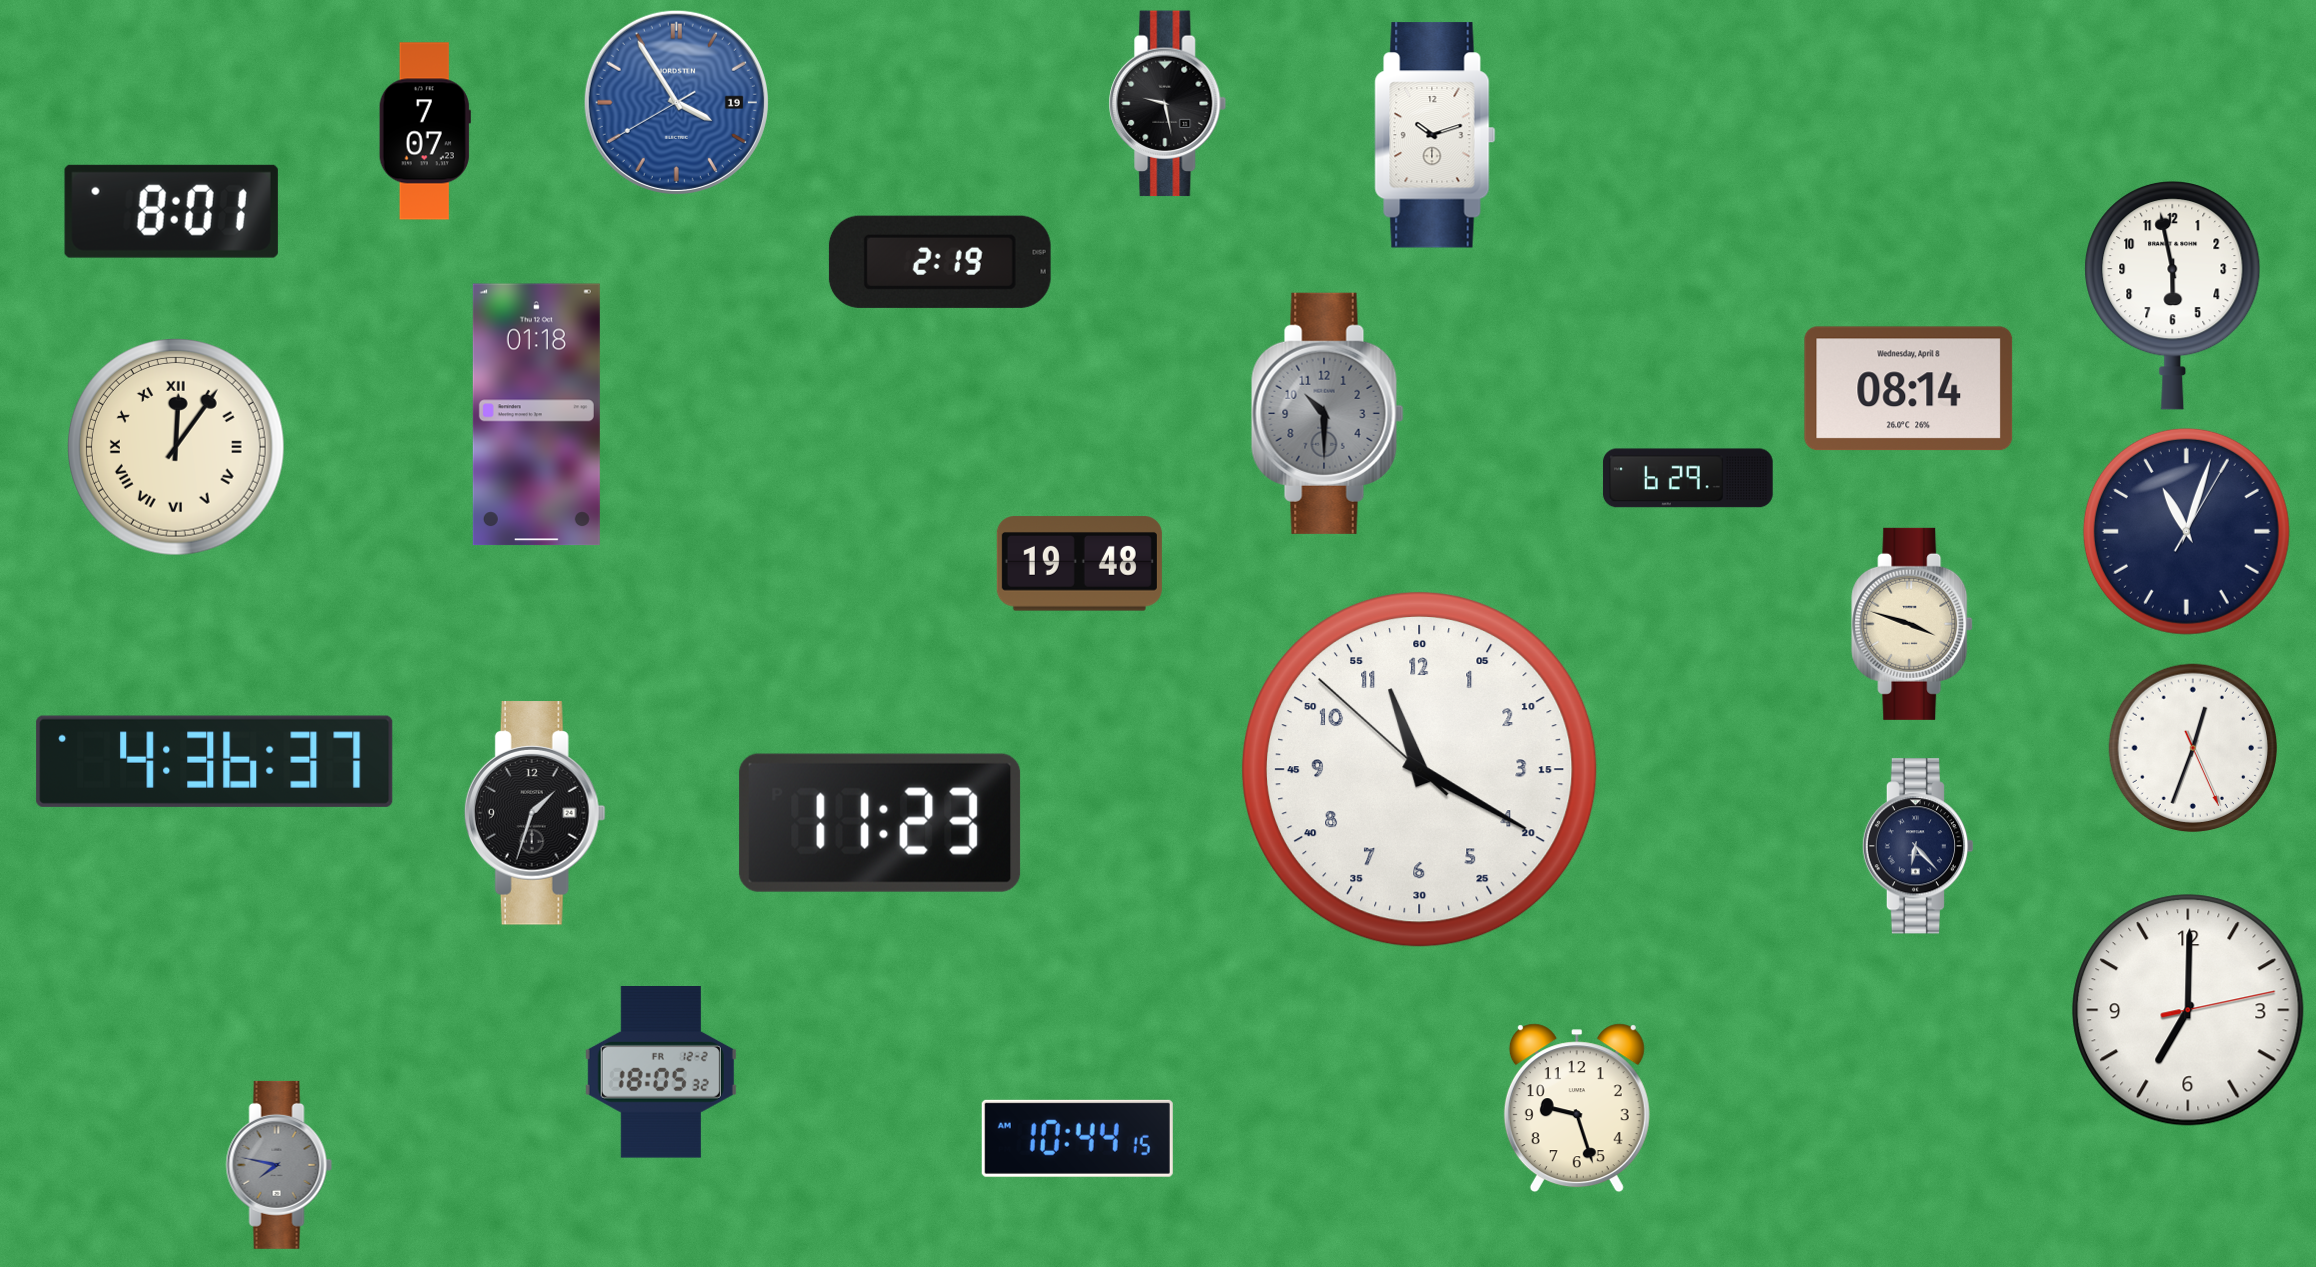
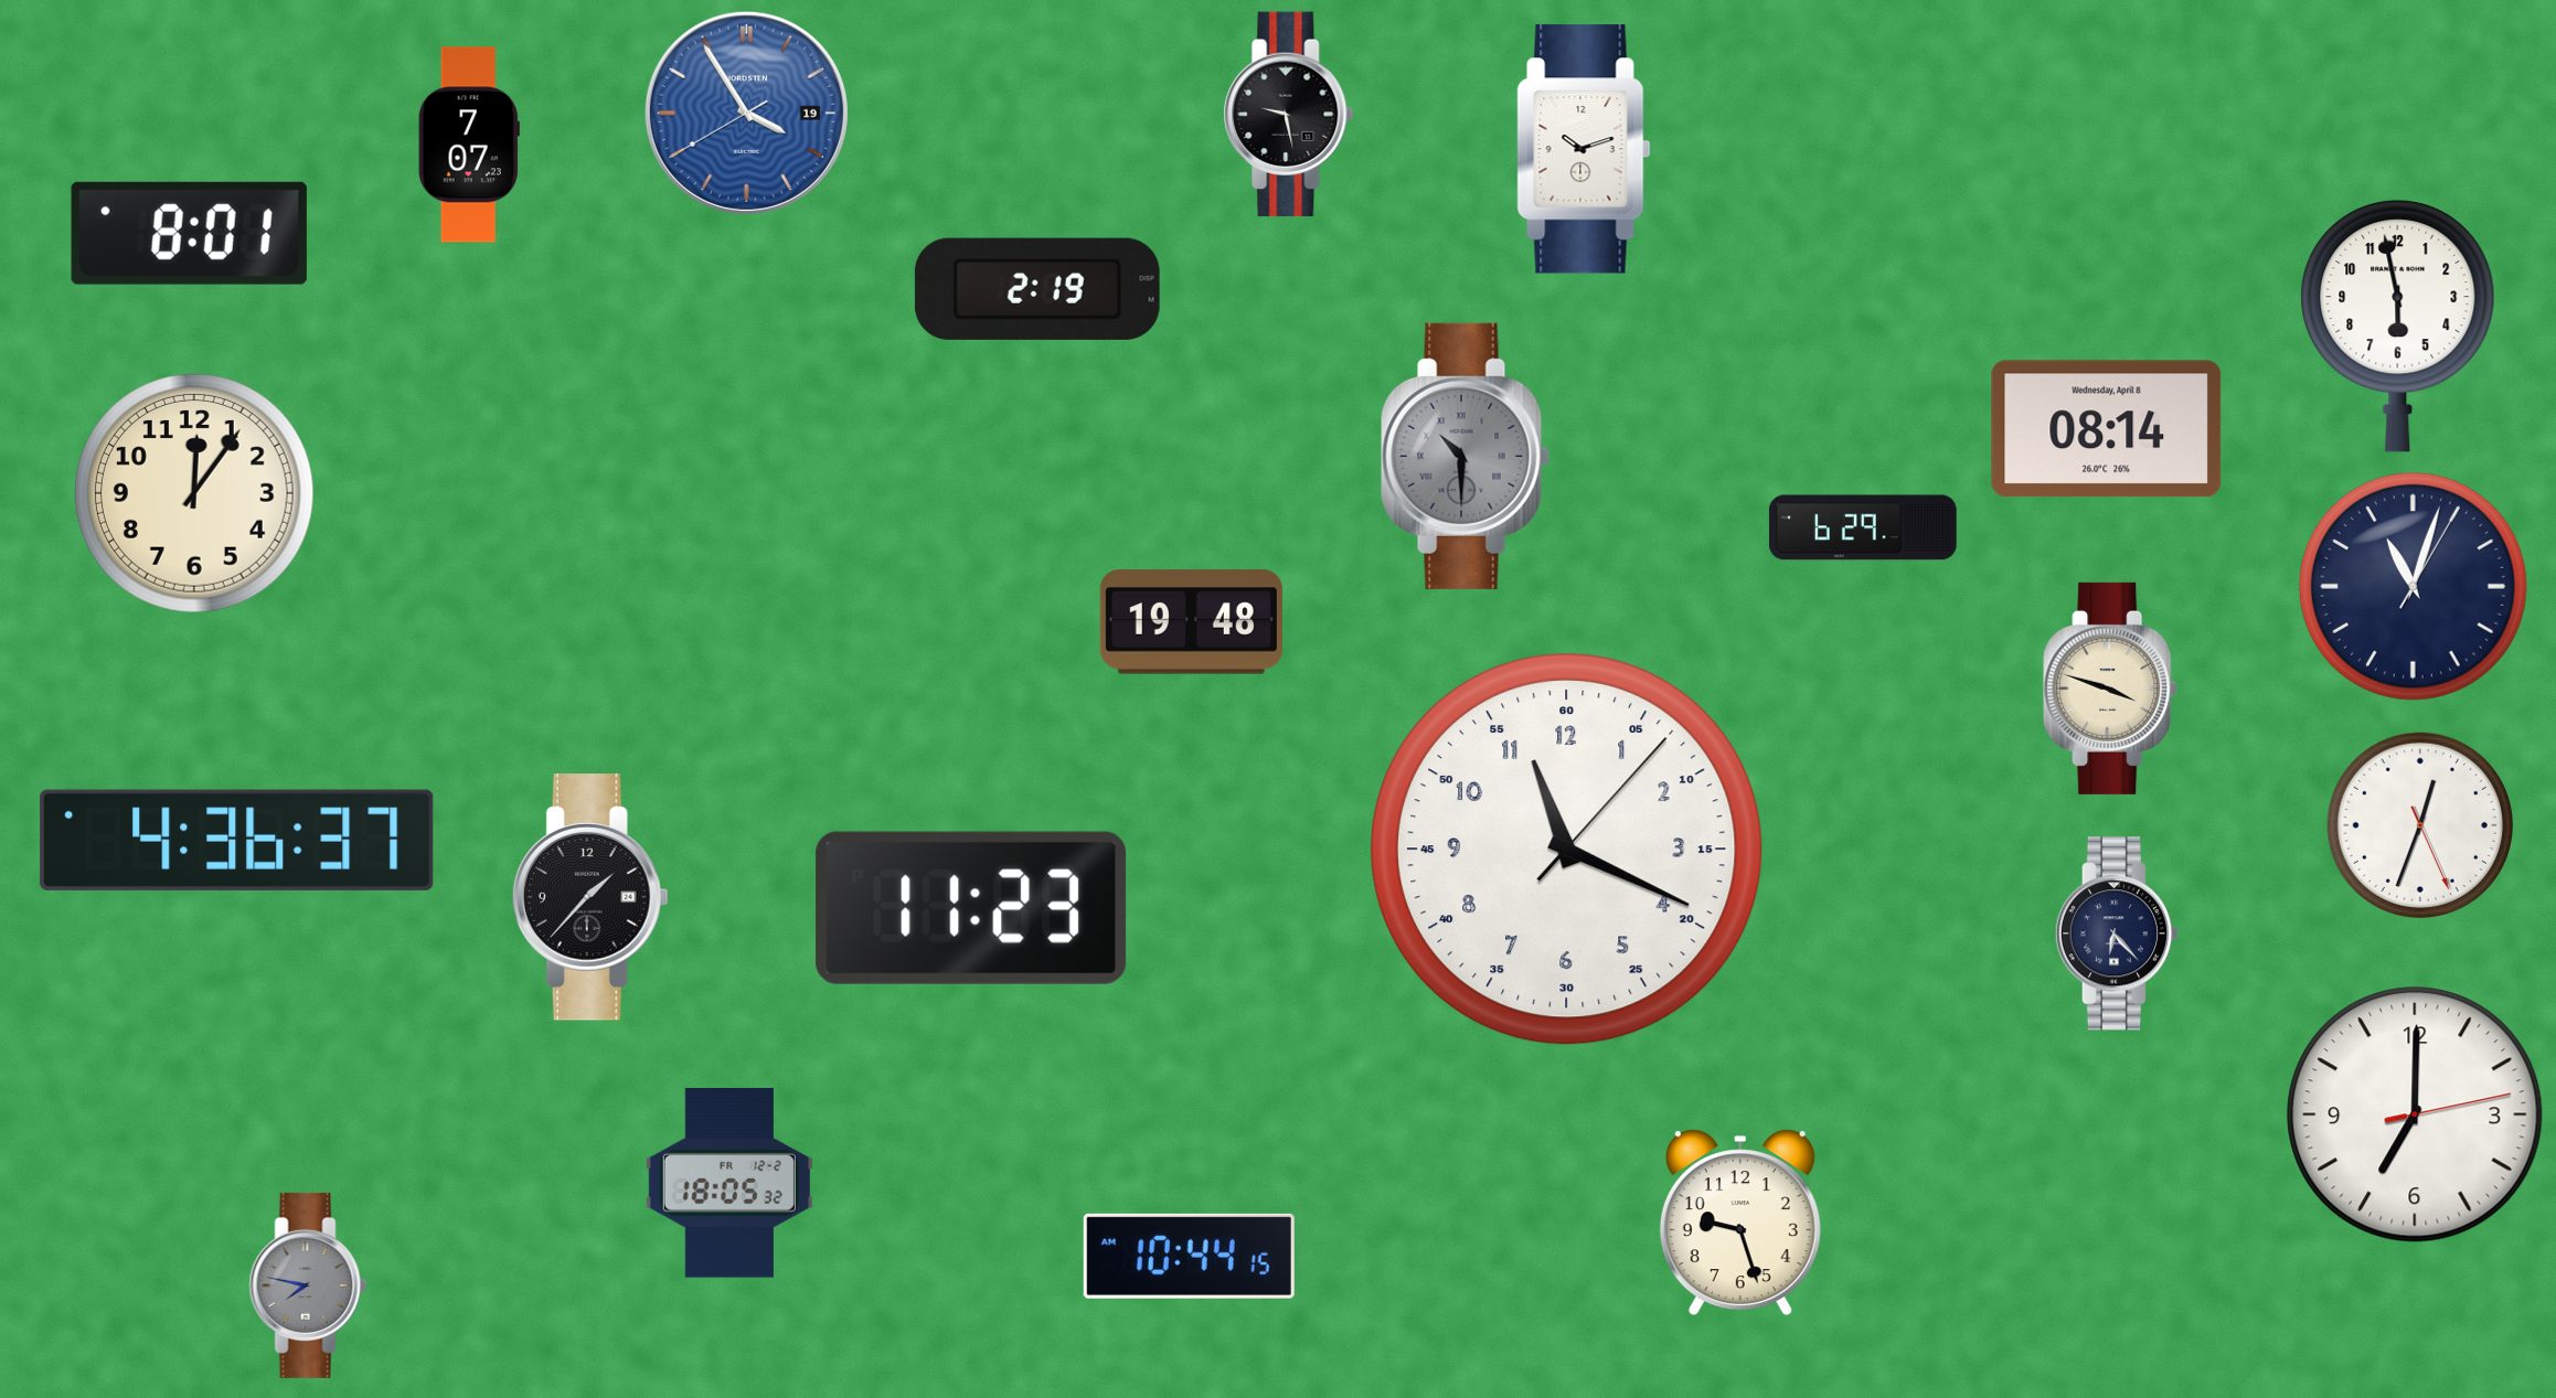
clock at (1328, 413) numerals: Arabic -> Roman
clock at (536, 415): 01:18 -> none
clock at (177, 448) numerals: Roman -> Arabic
clock at (1419, 769): 11:19:52 -> 11:19:07
clock at (535, 813): 1:33 -> 1:37
